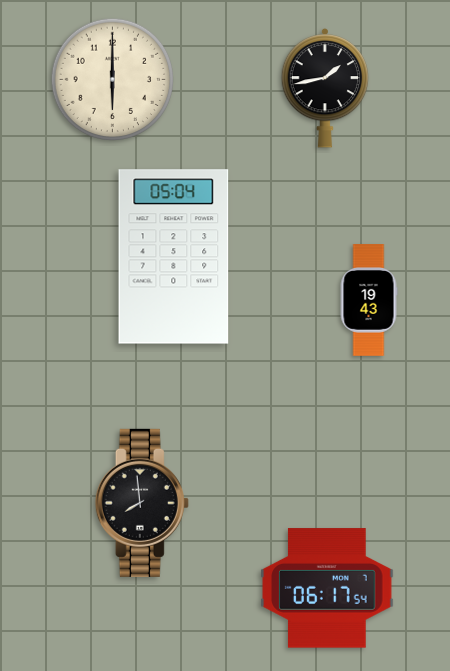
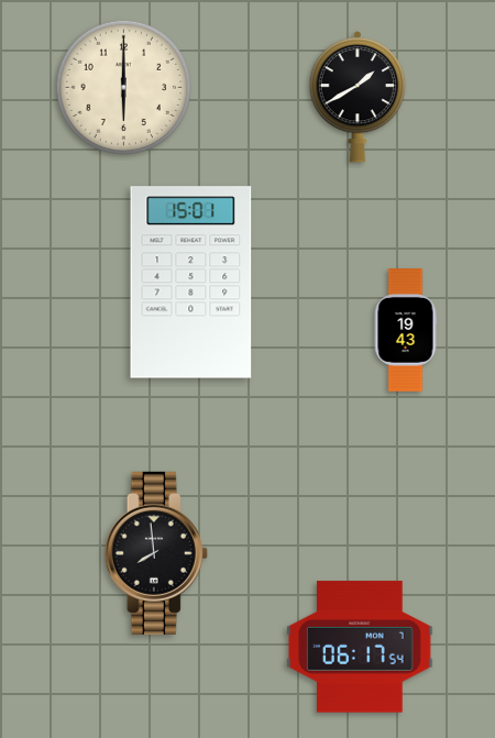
clock at (325, 88): 1:43 -> 1:40
clock at (174, 257): 05:04 -> 15:01
